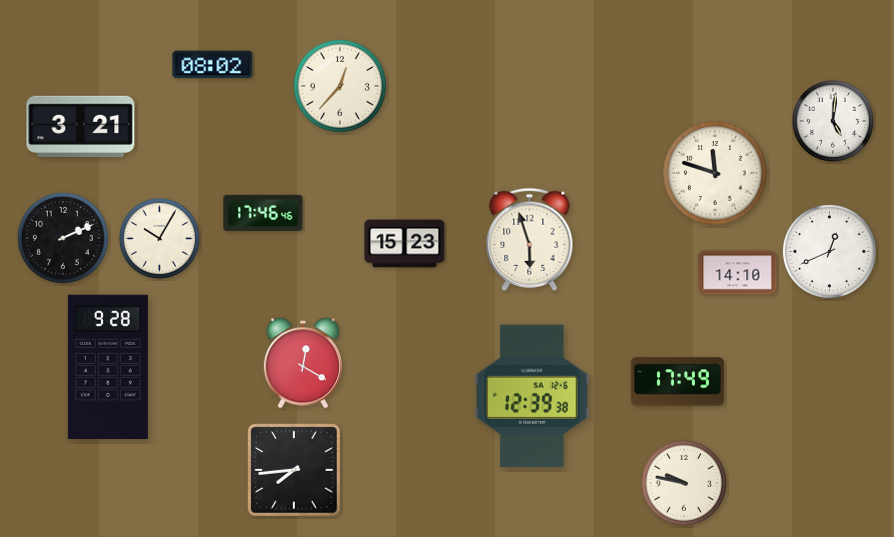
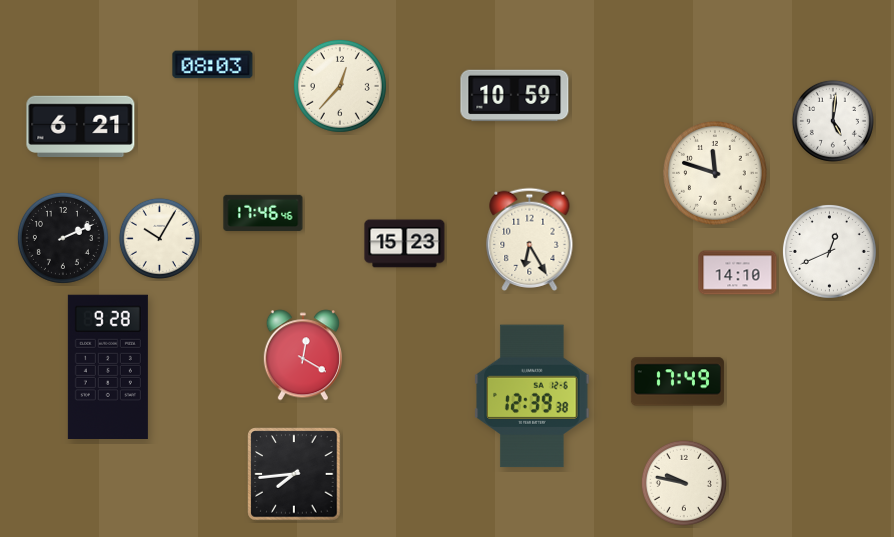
clock at (213, 65): 08:02 -> 08:03
clock at (515, 96): none -> 10:59
clock at (81, 126): 3:21 -> 6:21
clock at (530, 239): 5:57 -> 6:25
clock at (303, 363) position: (303, 363) -> (303, 355)
clock at (294, 470) position: (294, 470) -> (294, 474)
